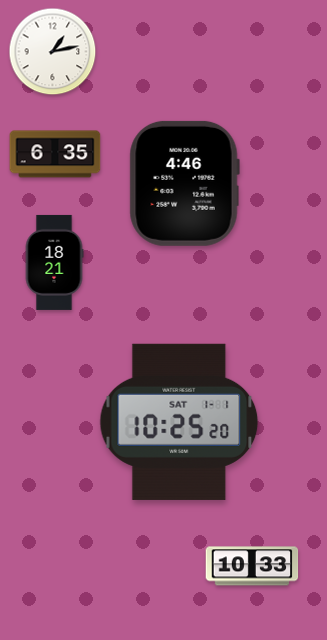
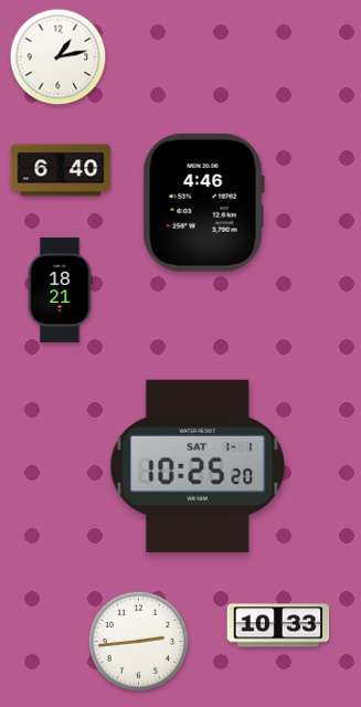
clock at (55, 154): 6:35 -> 6:40
clock at (139, 642): none -> 2:44
